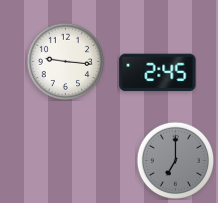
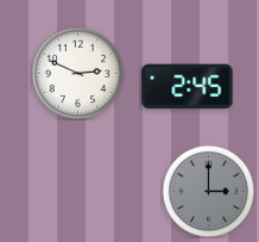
clock at (65, 61): 9:16 -> 2:49
clock at (175, 160): 7:00 -> 3:00
